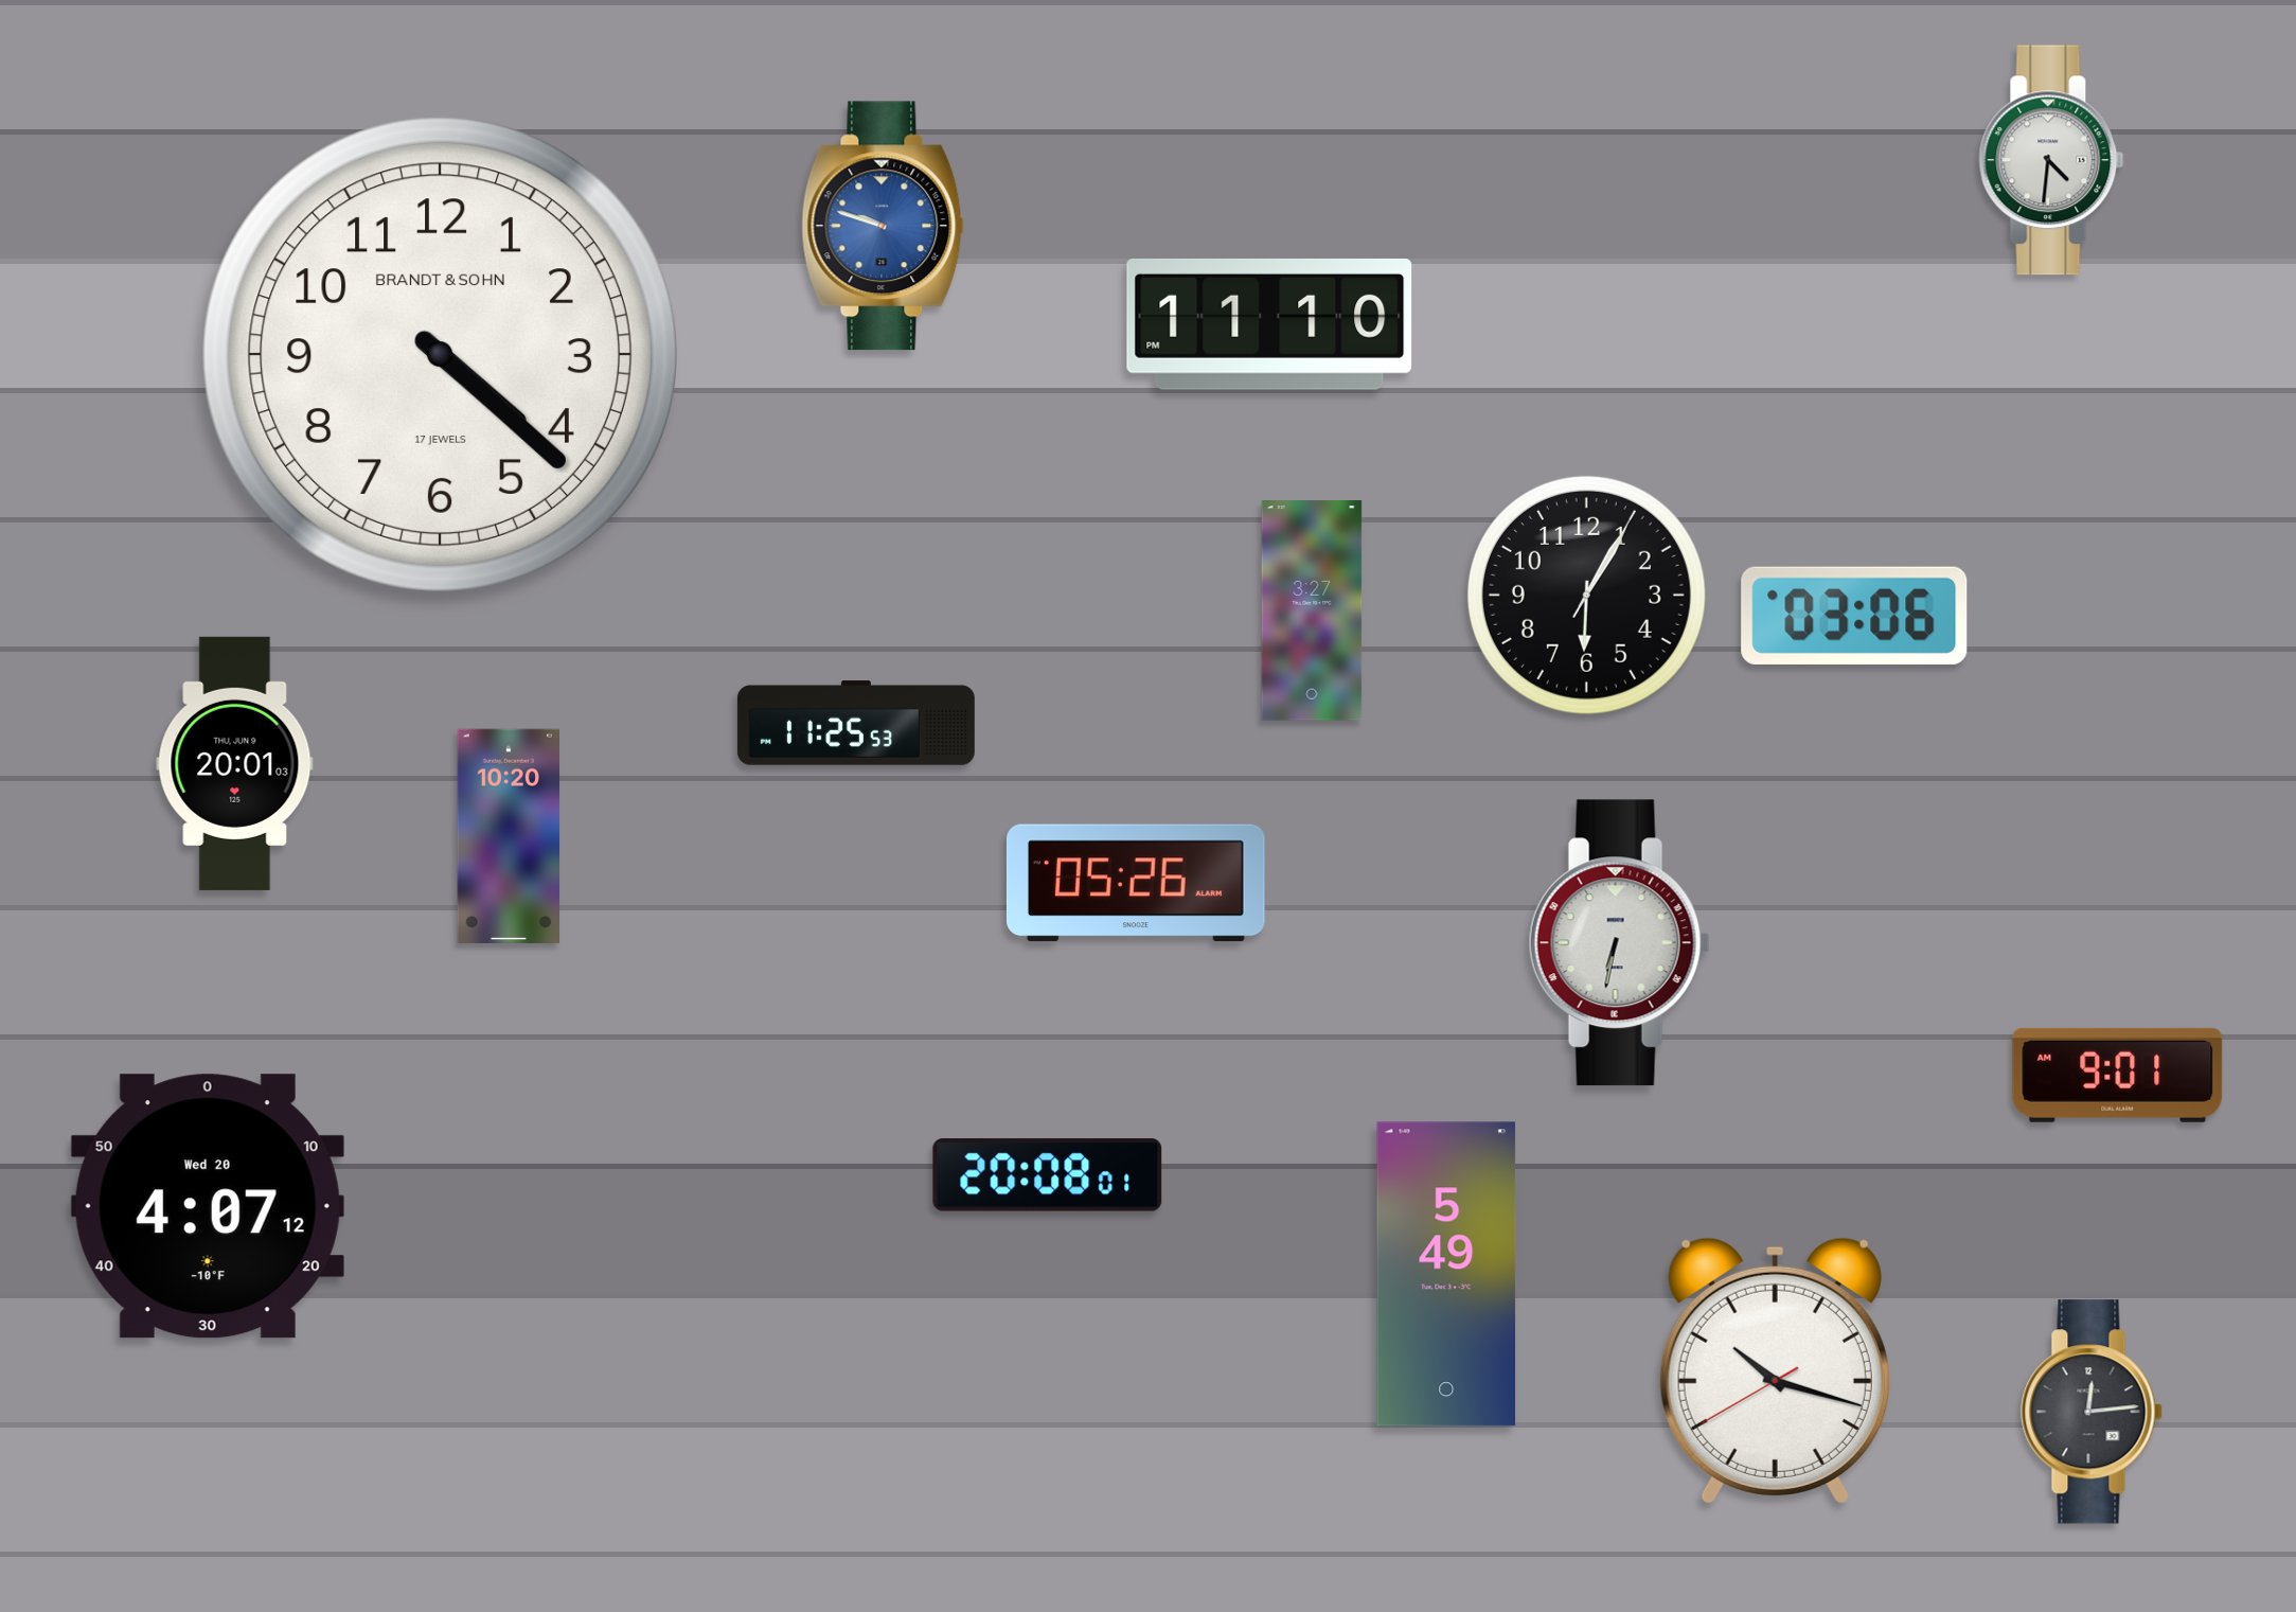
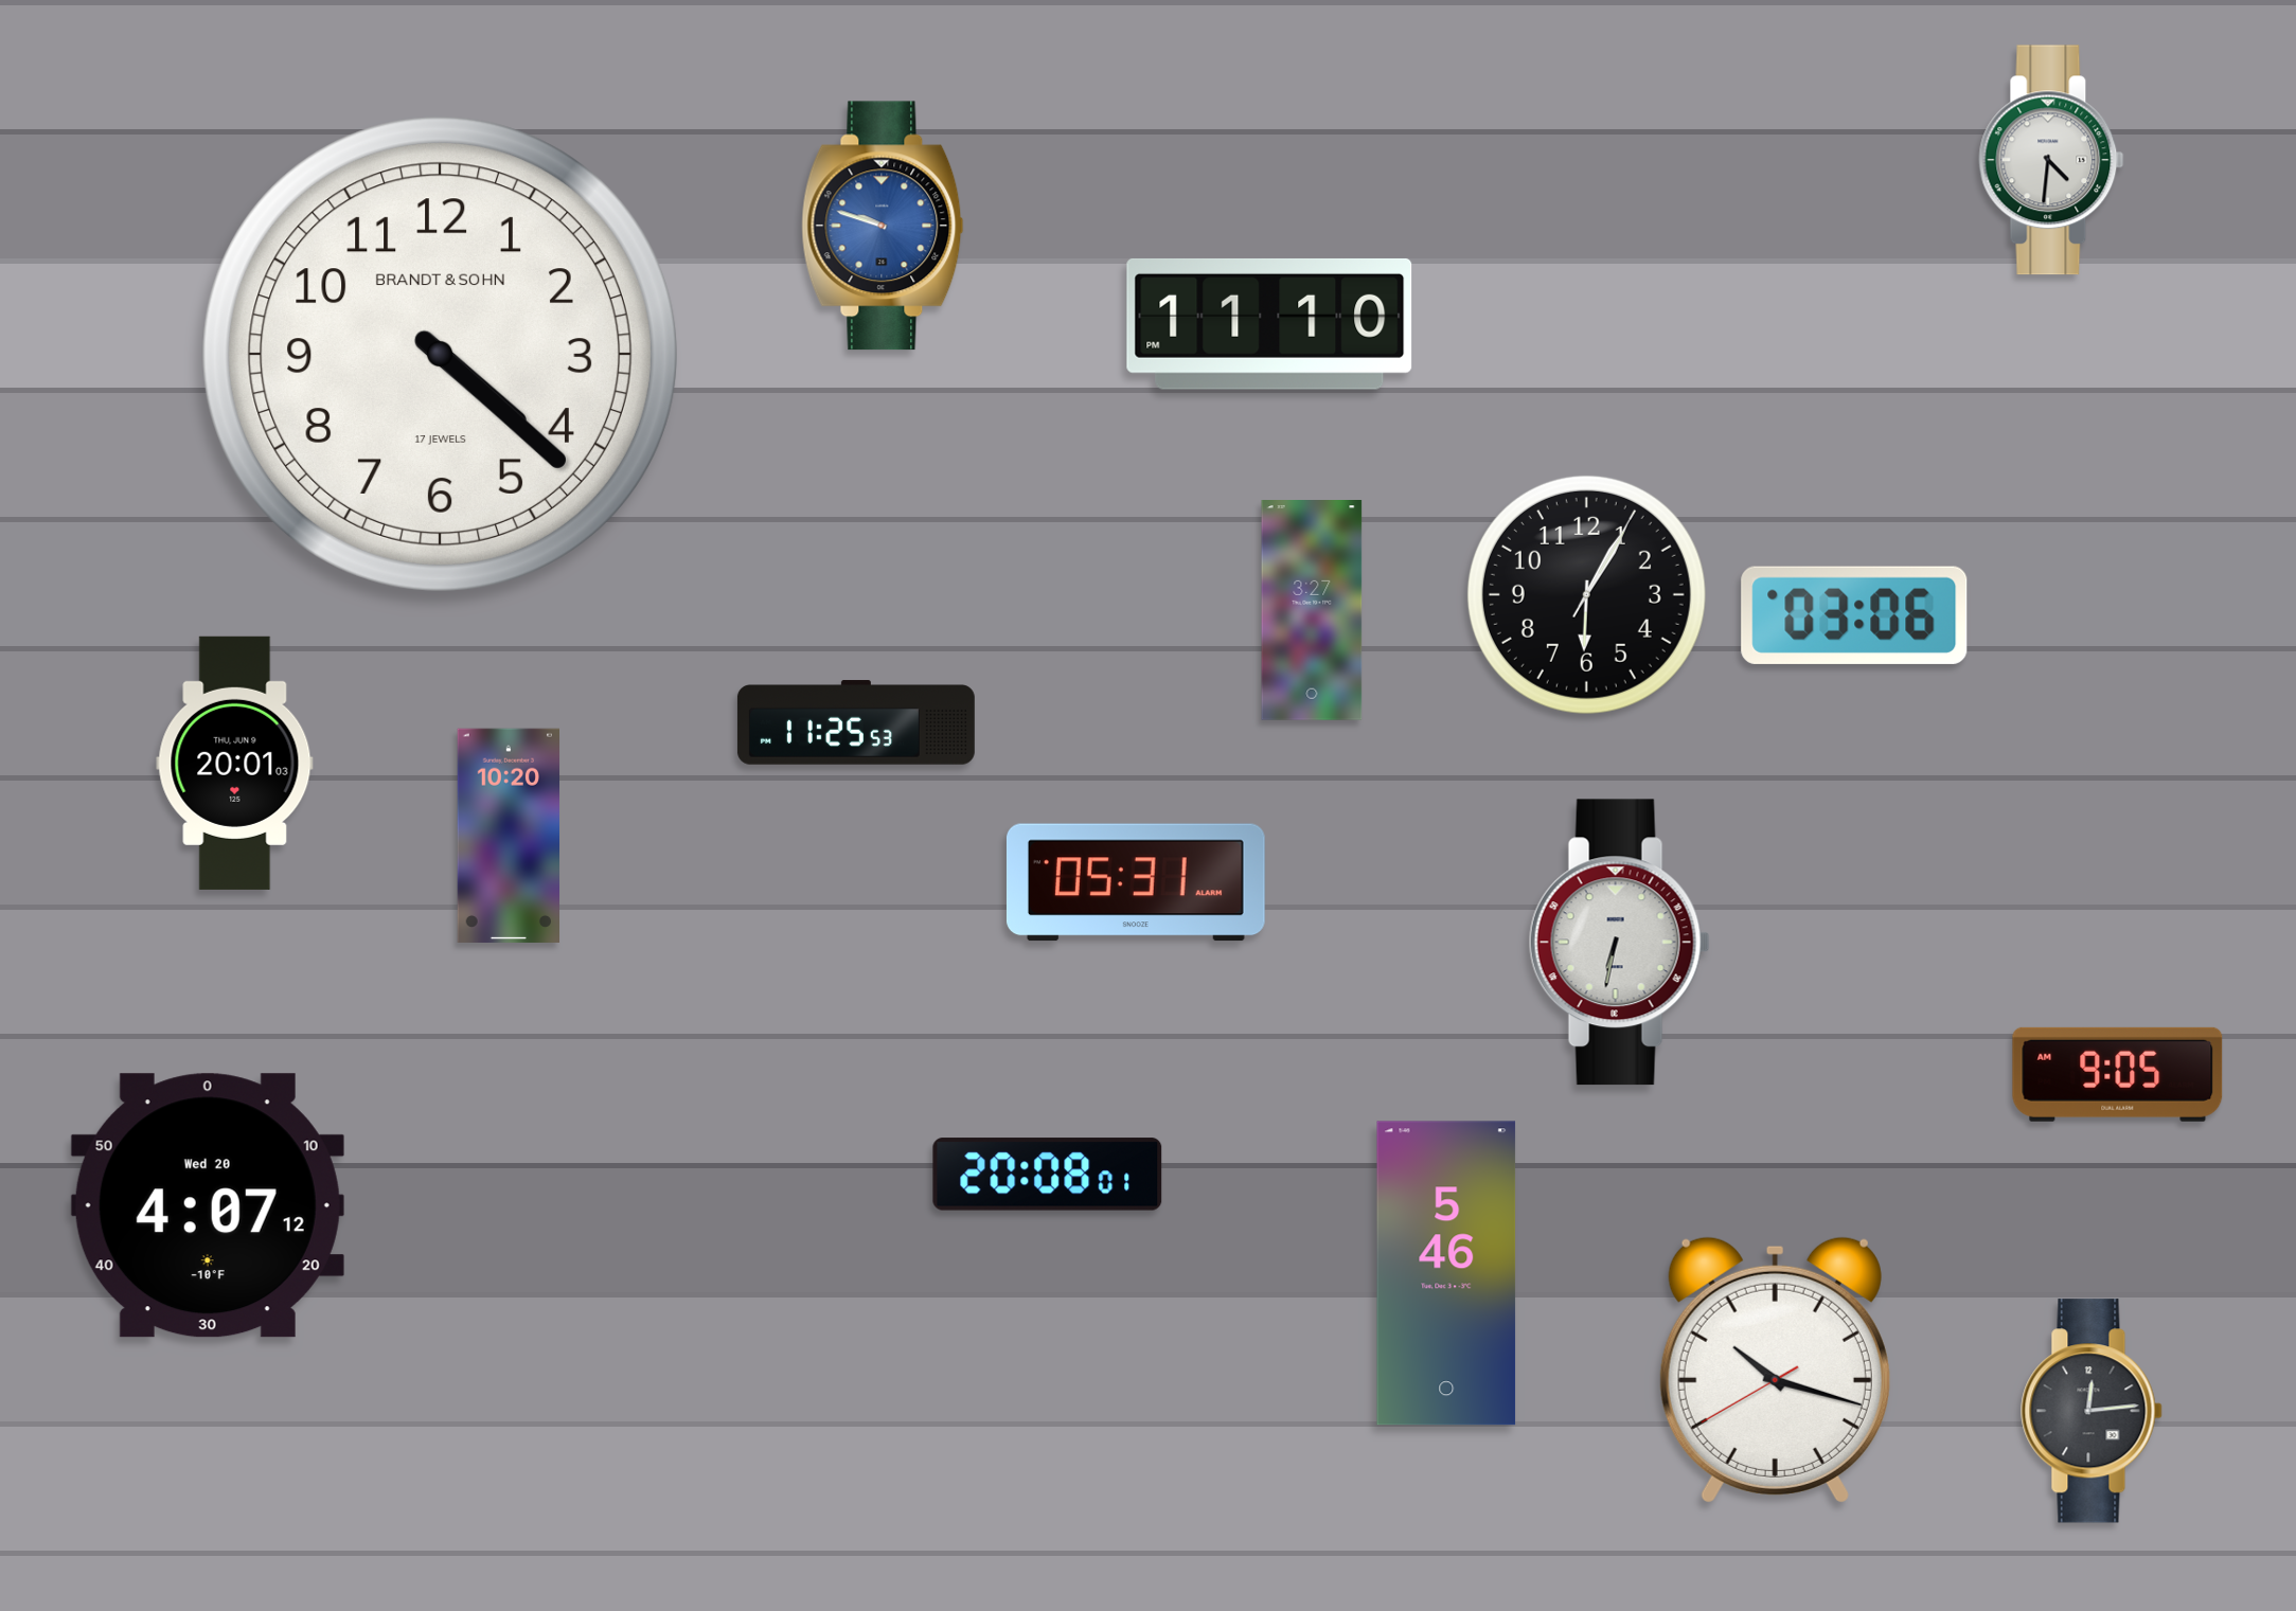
clock at (1136, 883): 05:26 -> 05:31
clock at (2118, 1075): 9:01 -> 9:05
clock at (1446, 1274): 5:49 -> 5:46
